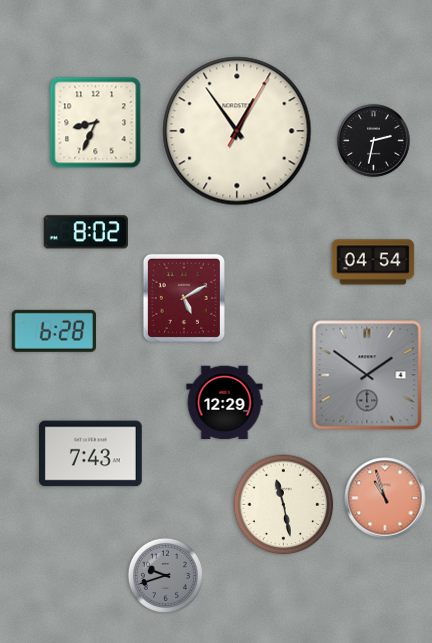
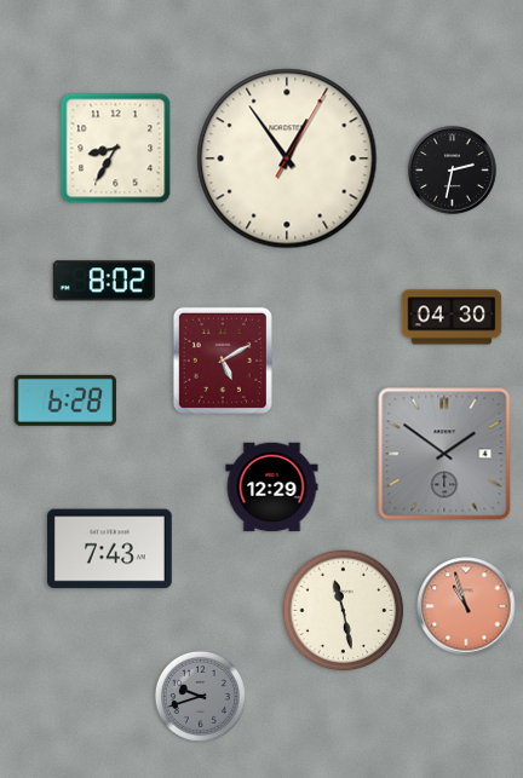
clock at (96, 123): 8:34 -> 8:35
clock at (373, 262): 04:54 -> 04:30
clock at (385, 498) position: (385, 498) -> (466, 606)
